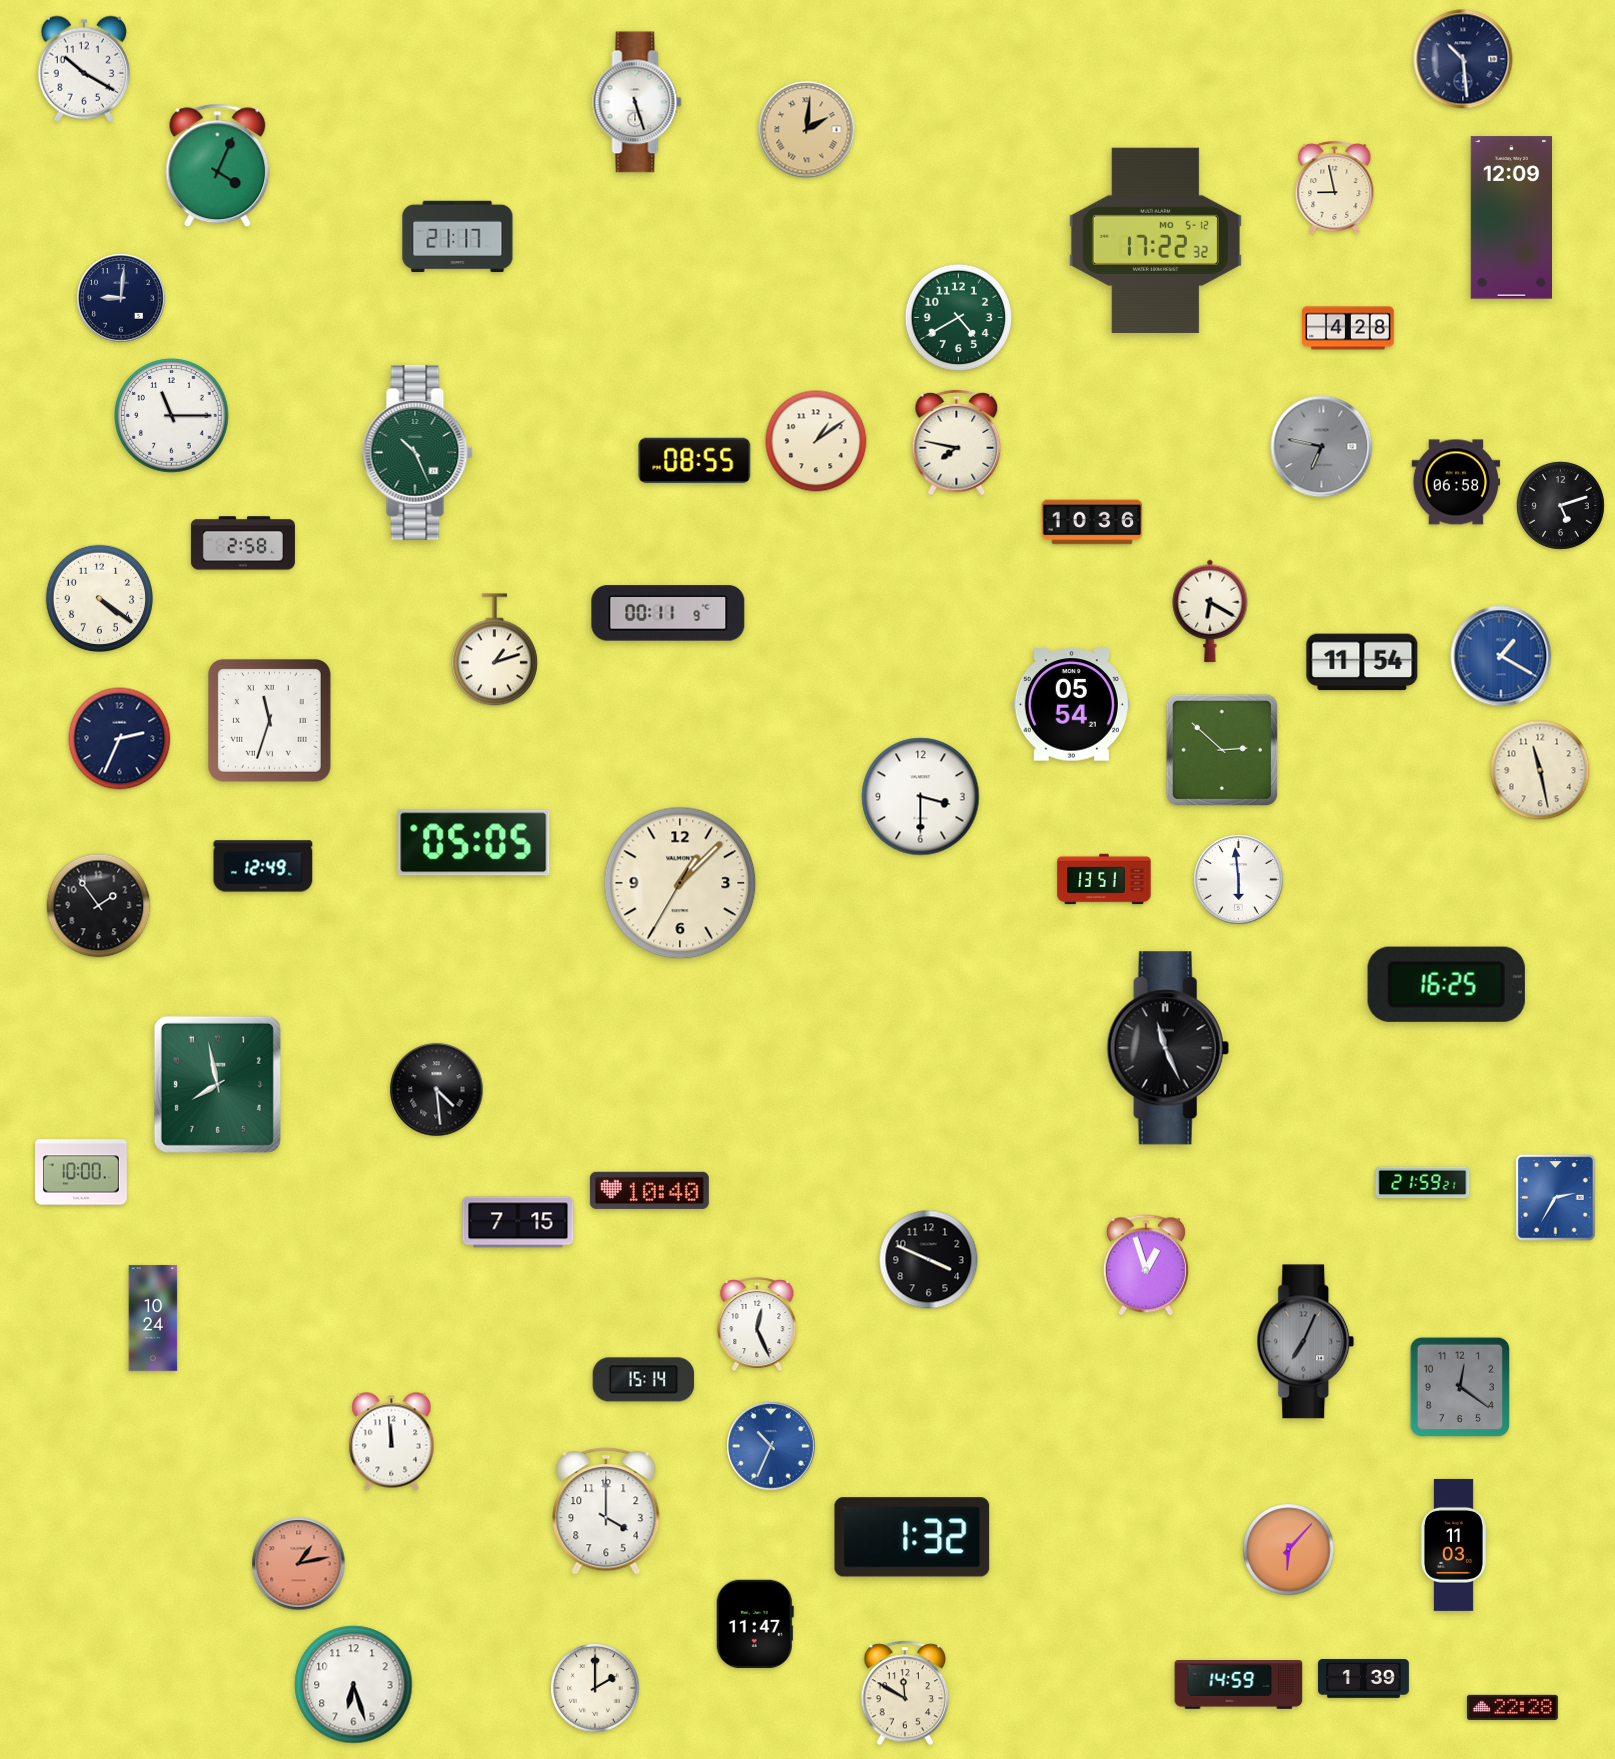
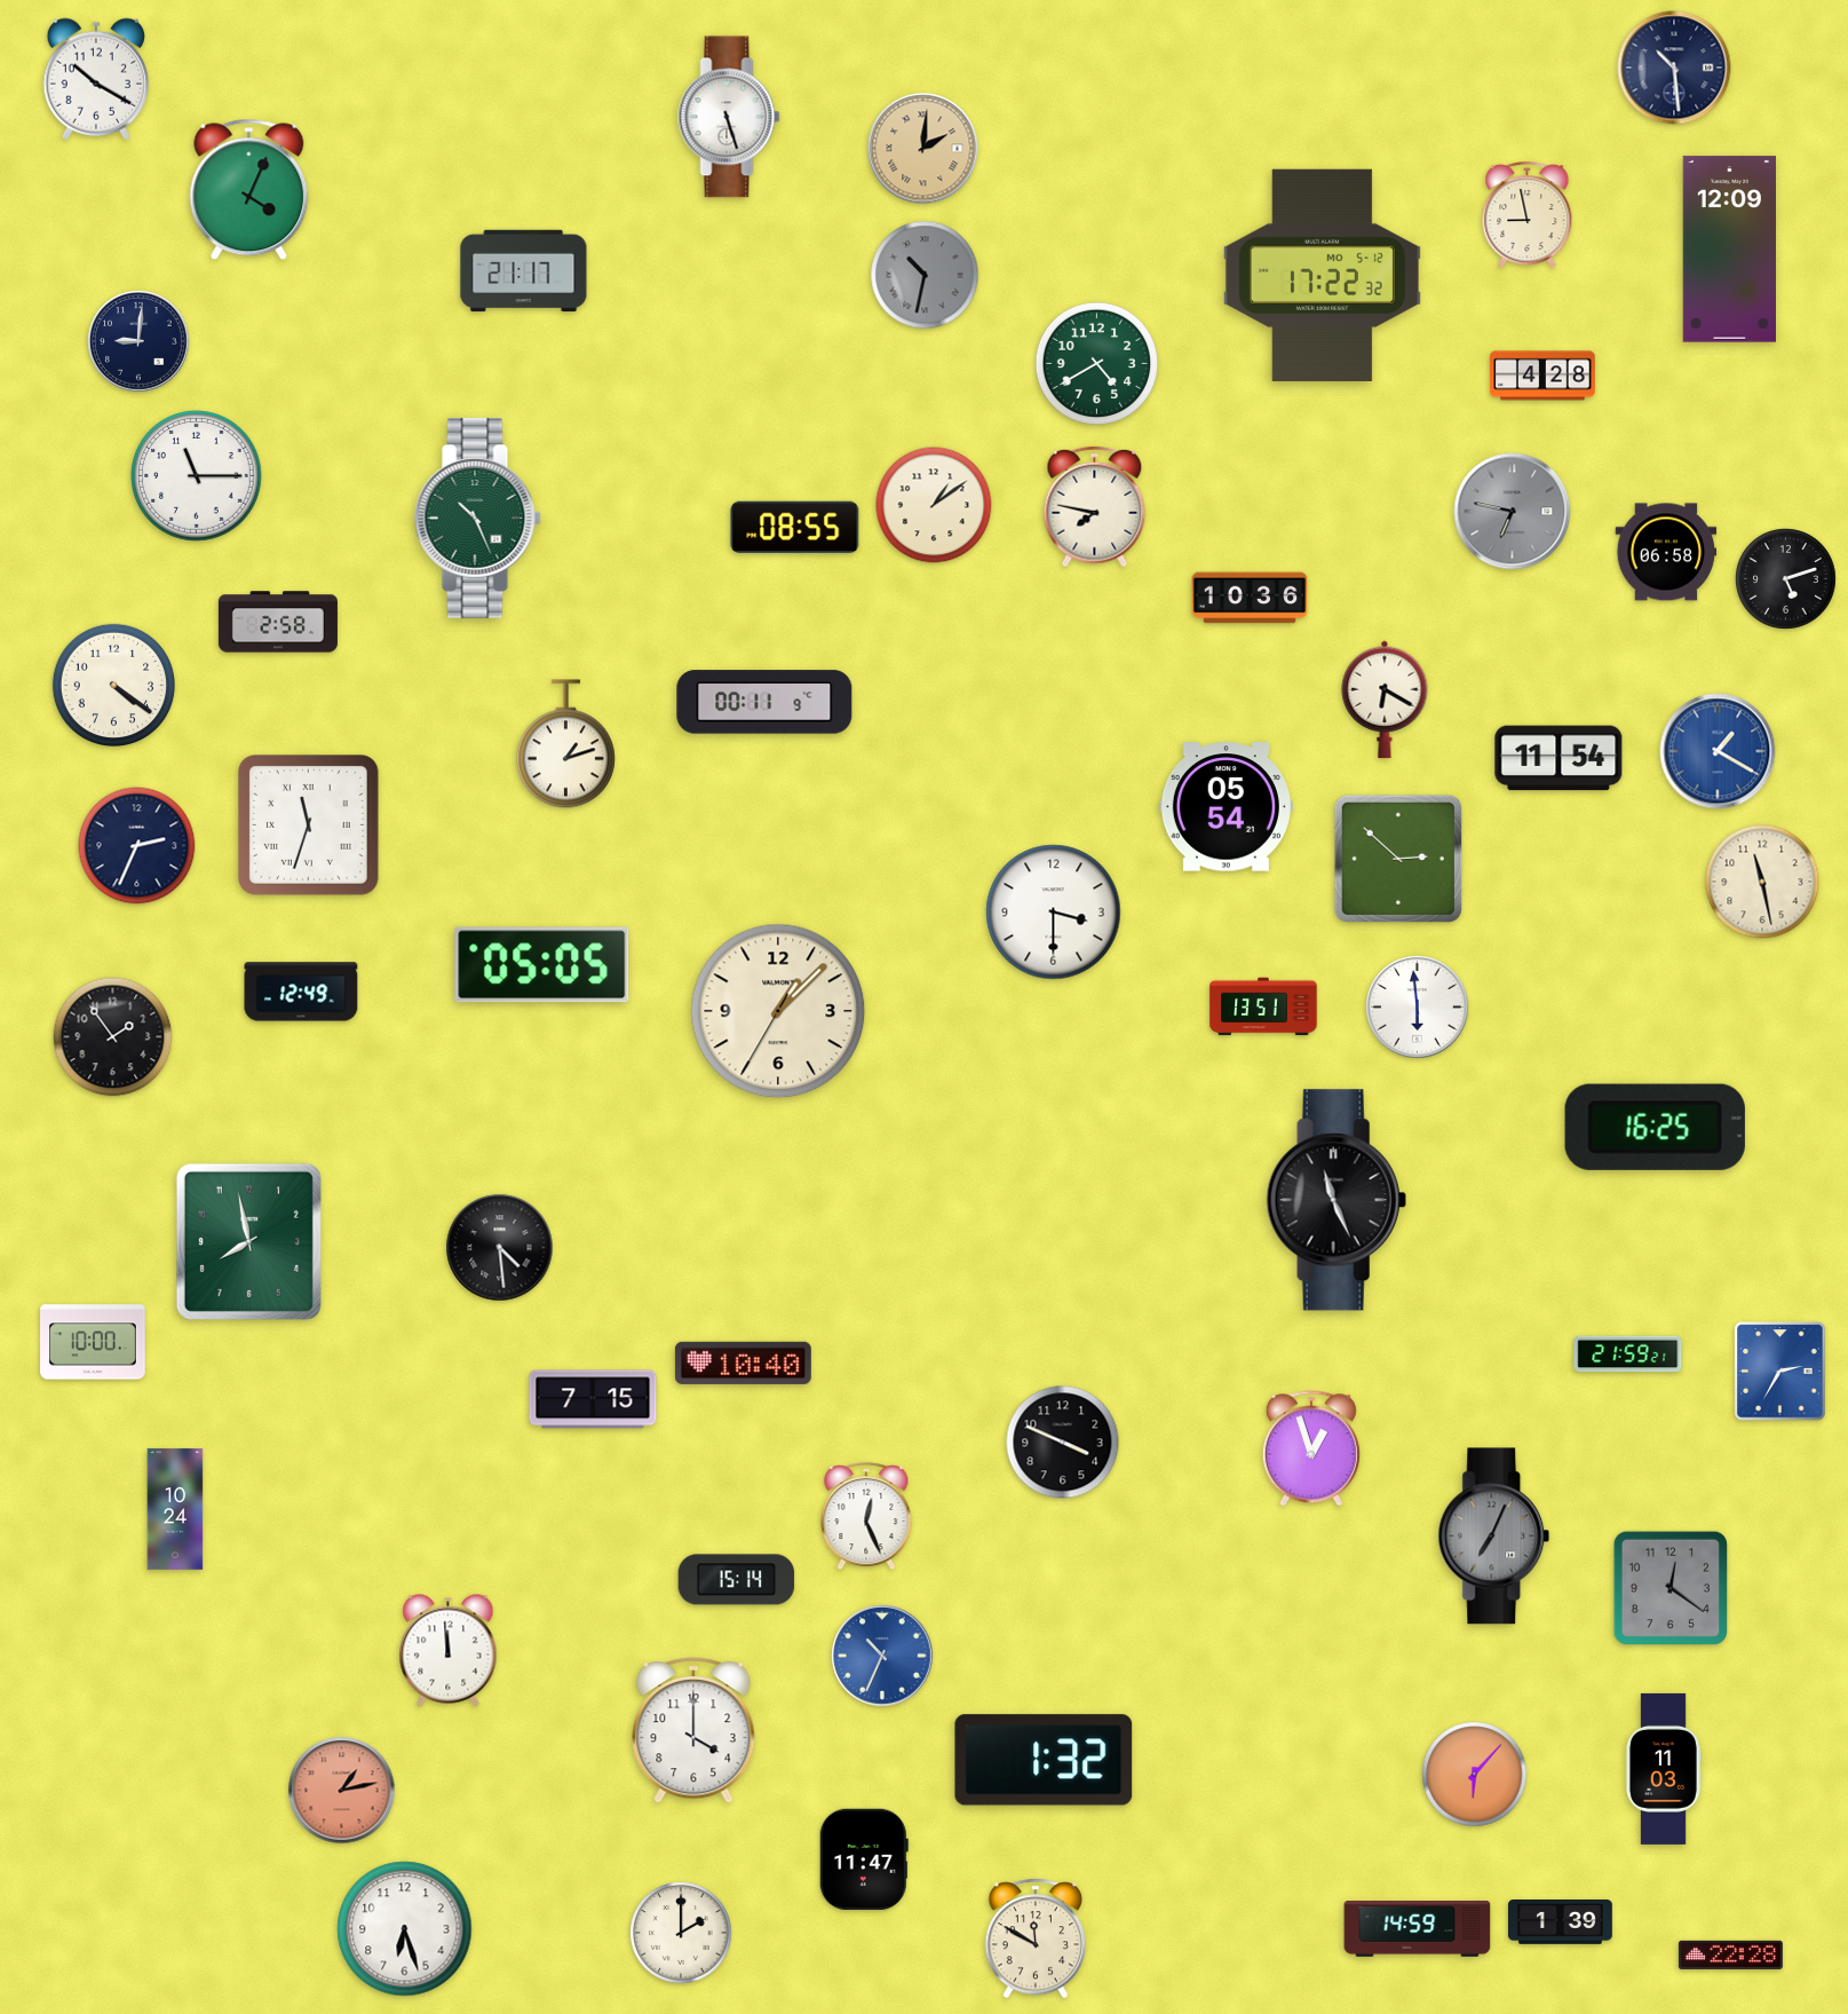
clock at (925, 275): none -> 10:32
